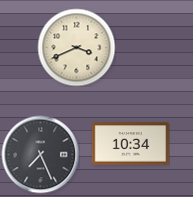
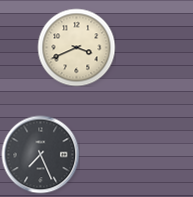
clock at (130, 144): 10:34 -> none
